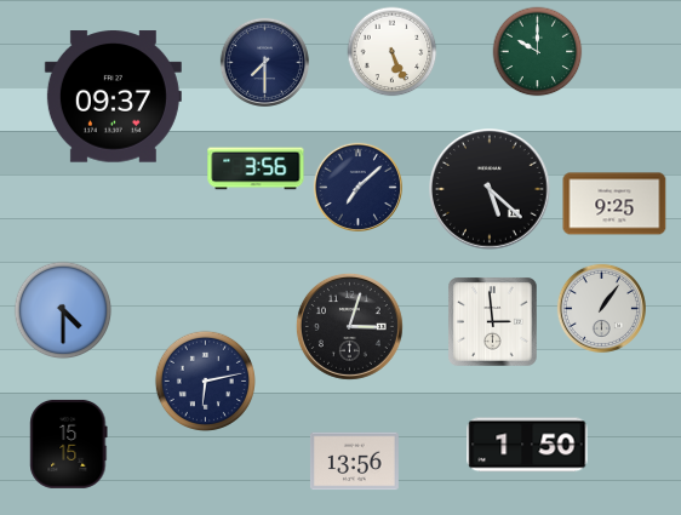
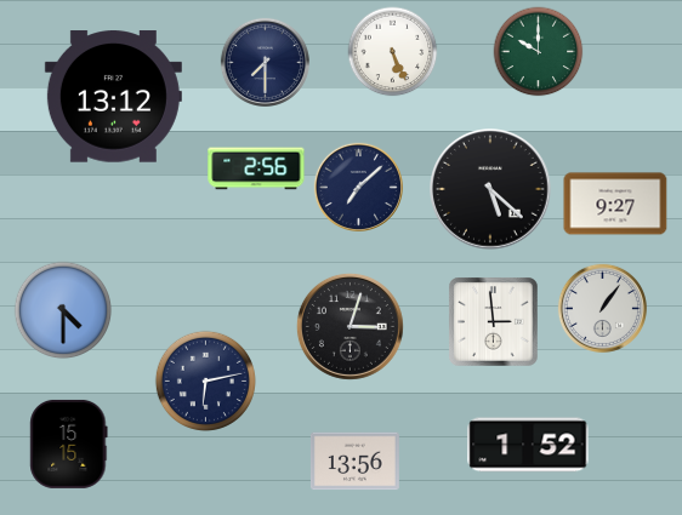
clock at (113, 97): 09:37 -> 13:12
clock at (256, 168): 3:56 -> 2:56
clock at (614, 204): 9:25 -> 9:27
clock at (527, 445): 1:50 -> 1:52
